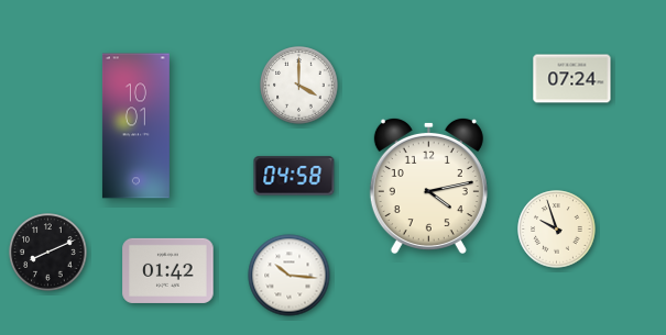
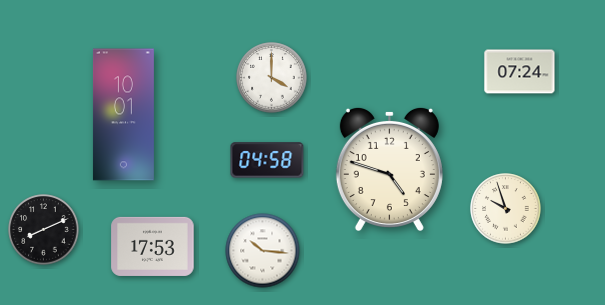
clock at (428, 185): 4:13 -> 4:48
clock at (168, 270): 01:42 -> 17:53
